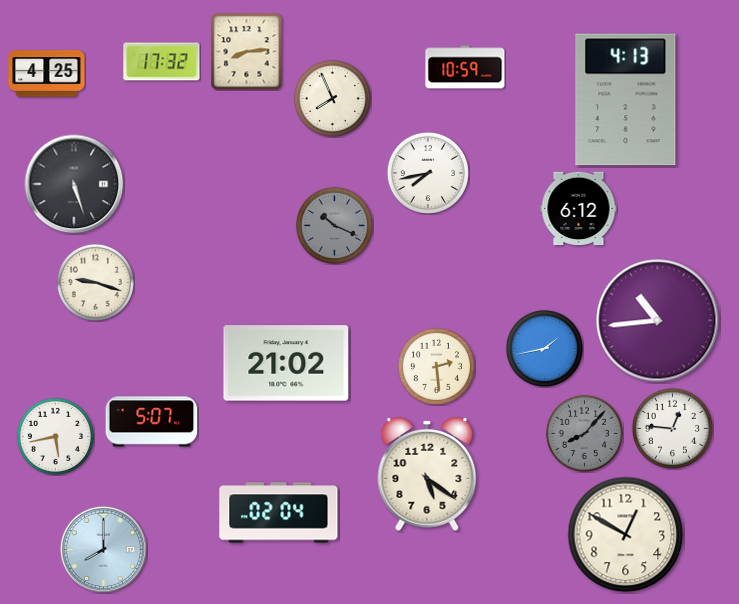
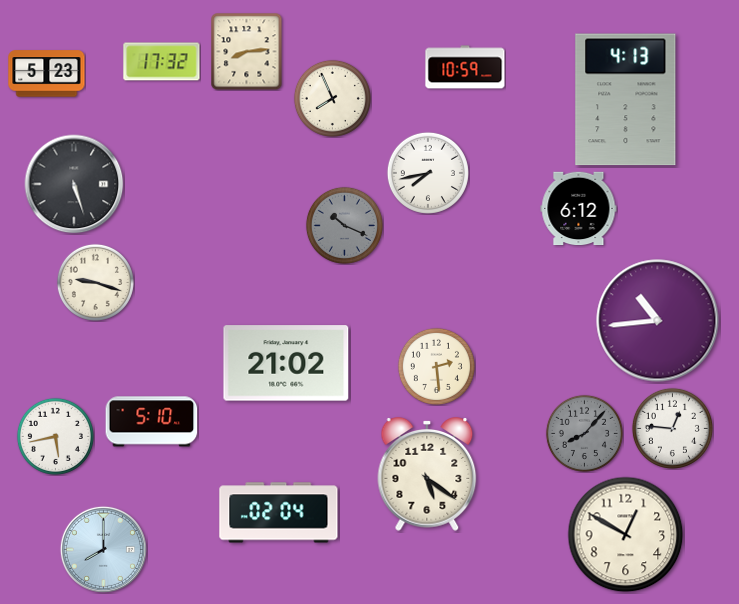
clock at (47, 74): 4:25 -> 5:23
clock at (334, 225) position: (334, 225) -> (344, 225)
clock at (544, 348): 1:43 -> none
clock at (152, 422): 5:07 -> 5:10
